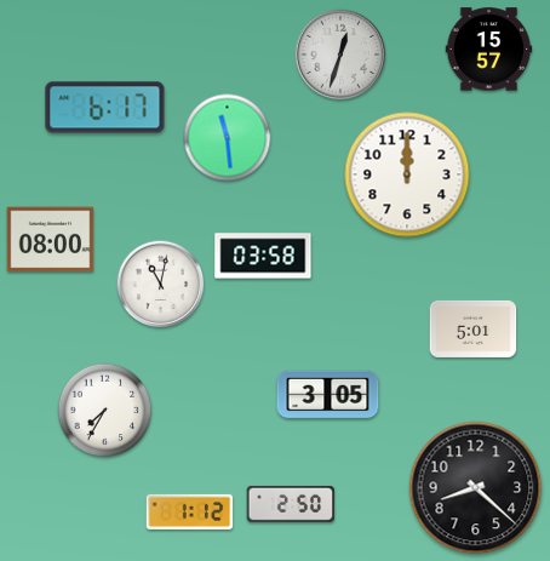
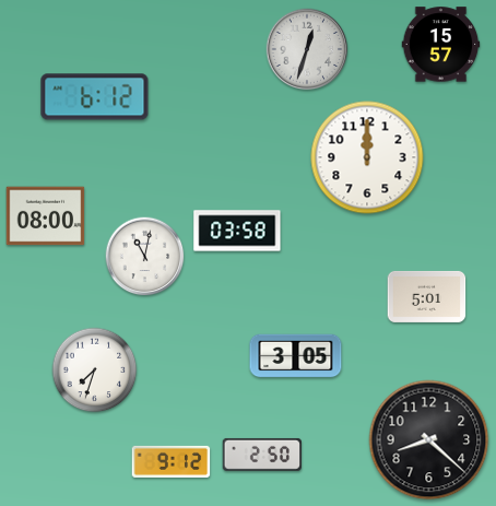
clock at (105, 108): 6:17 -> 6:12
clock at (228, 138): 11:29 -> none
clock at (105, 411): 7:35 -> 7:33
clock at (190, 511): 1:12 -> 9:12
